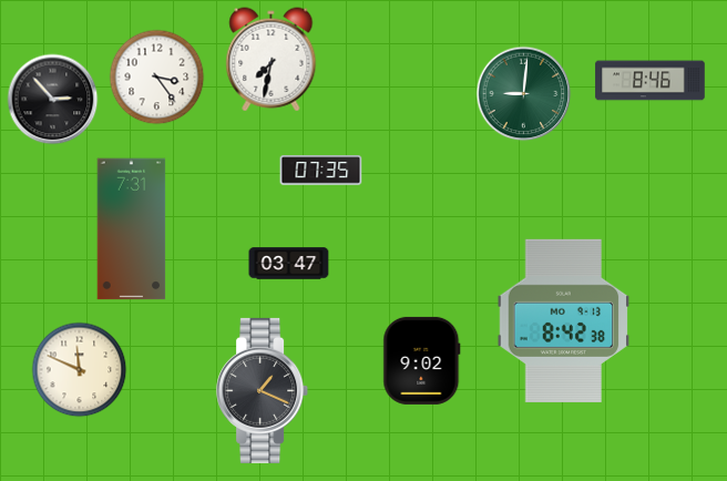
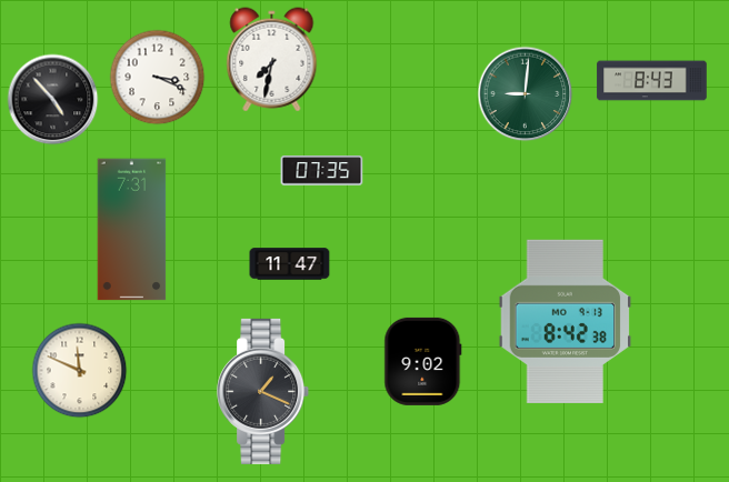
clock at (157, 78): 3:24 -> 3:19
clock at (651, 81): 8:46 -> 8:43
clock at (53, 100): 2:53 -> 4:53
clock at (289, 264): 03:47 -> 11:47
